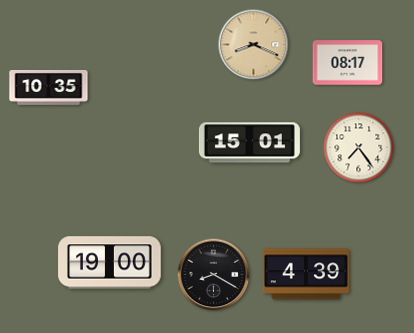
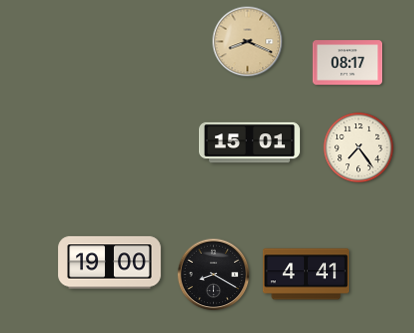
clock at (254, 45) position: (254, 45) -> (248, 42)
clock at (49, 87): 10:35 -> none
clock at (305, 274): 4:39 -> 4:41
